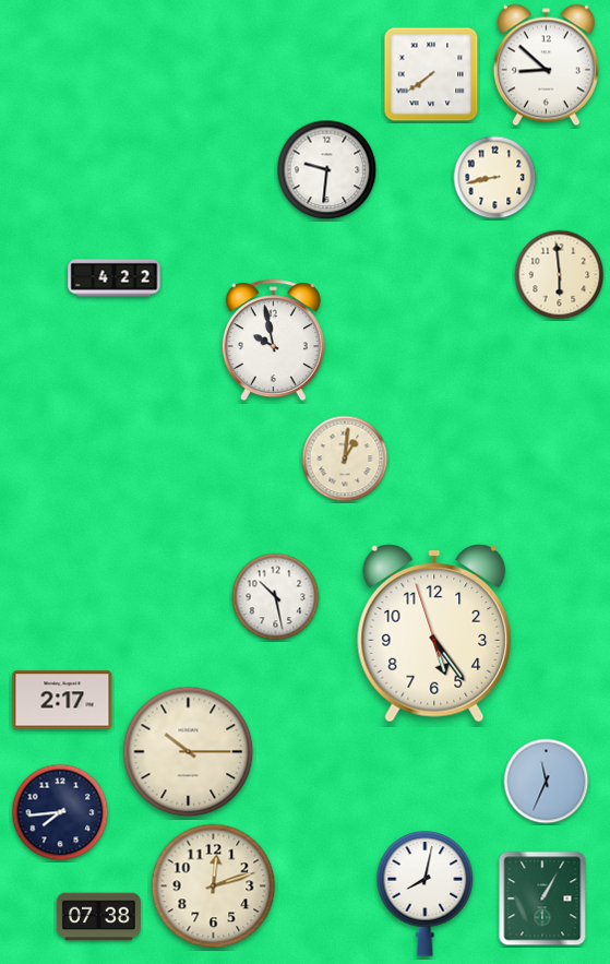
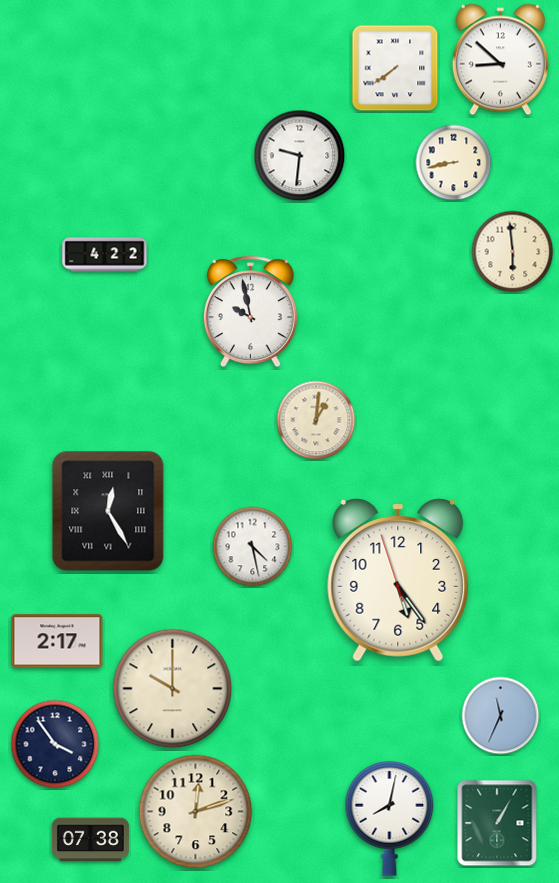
clock at (108, 511): none -> 12:25
clock at (276, 597): 10:28 -> 4:28
clock at (189, 752): 10:15 -> 10:00
clock at (60, 812): 7:44 -> 3:54
